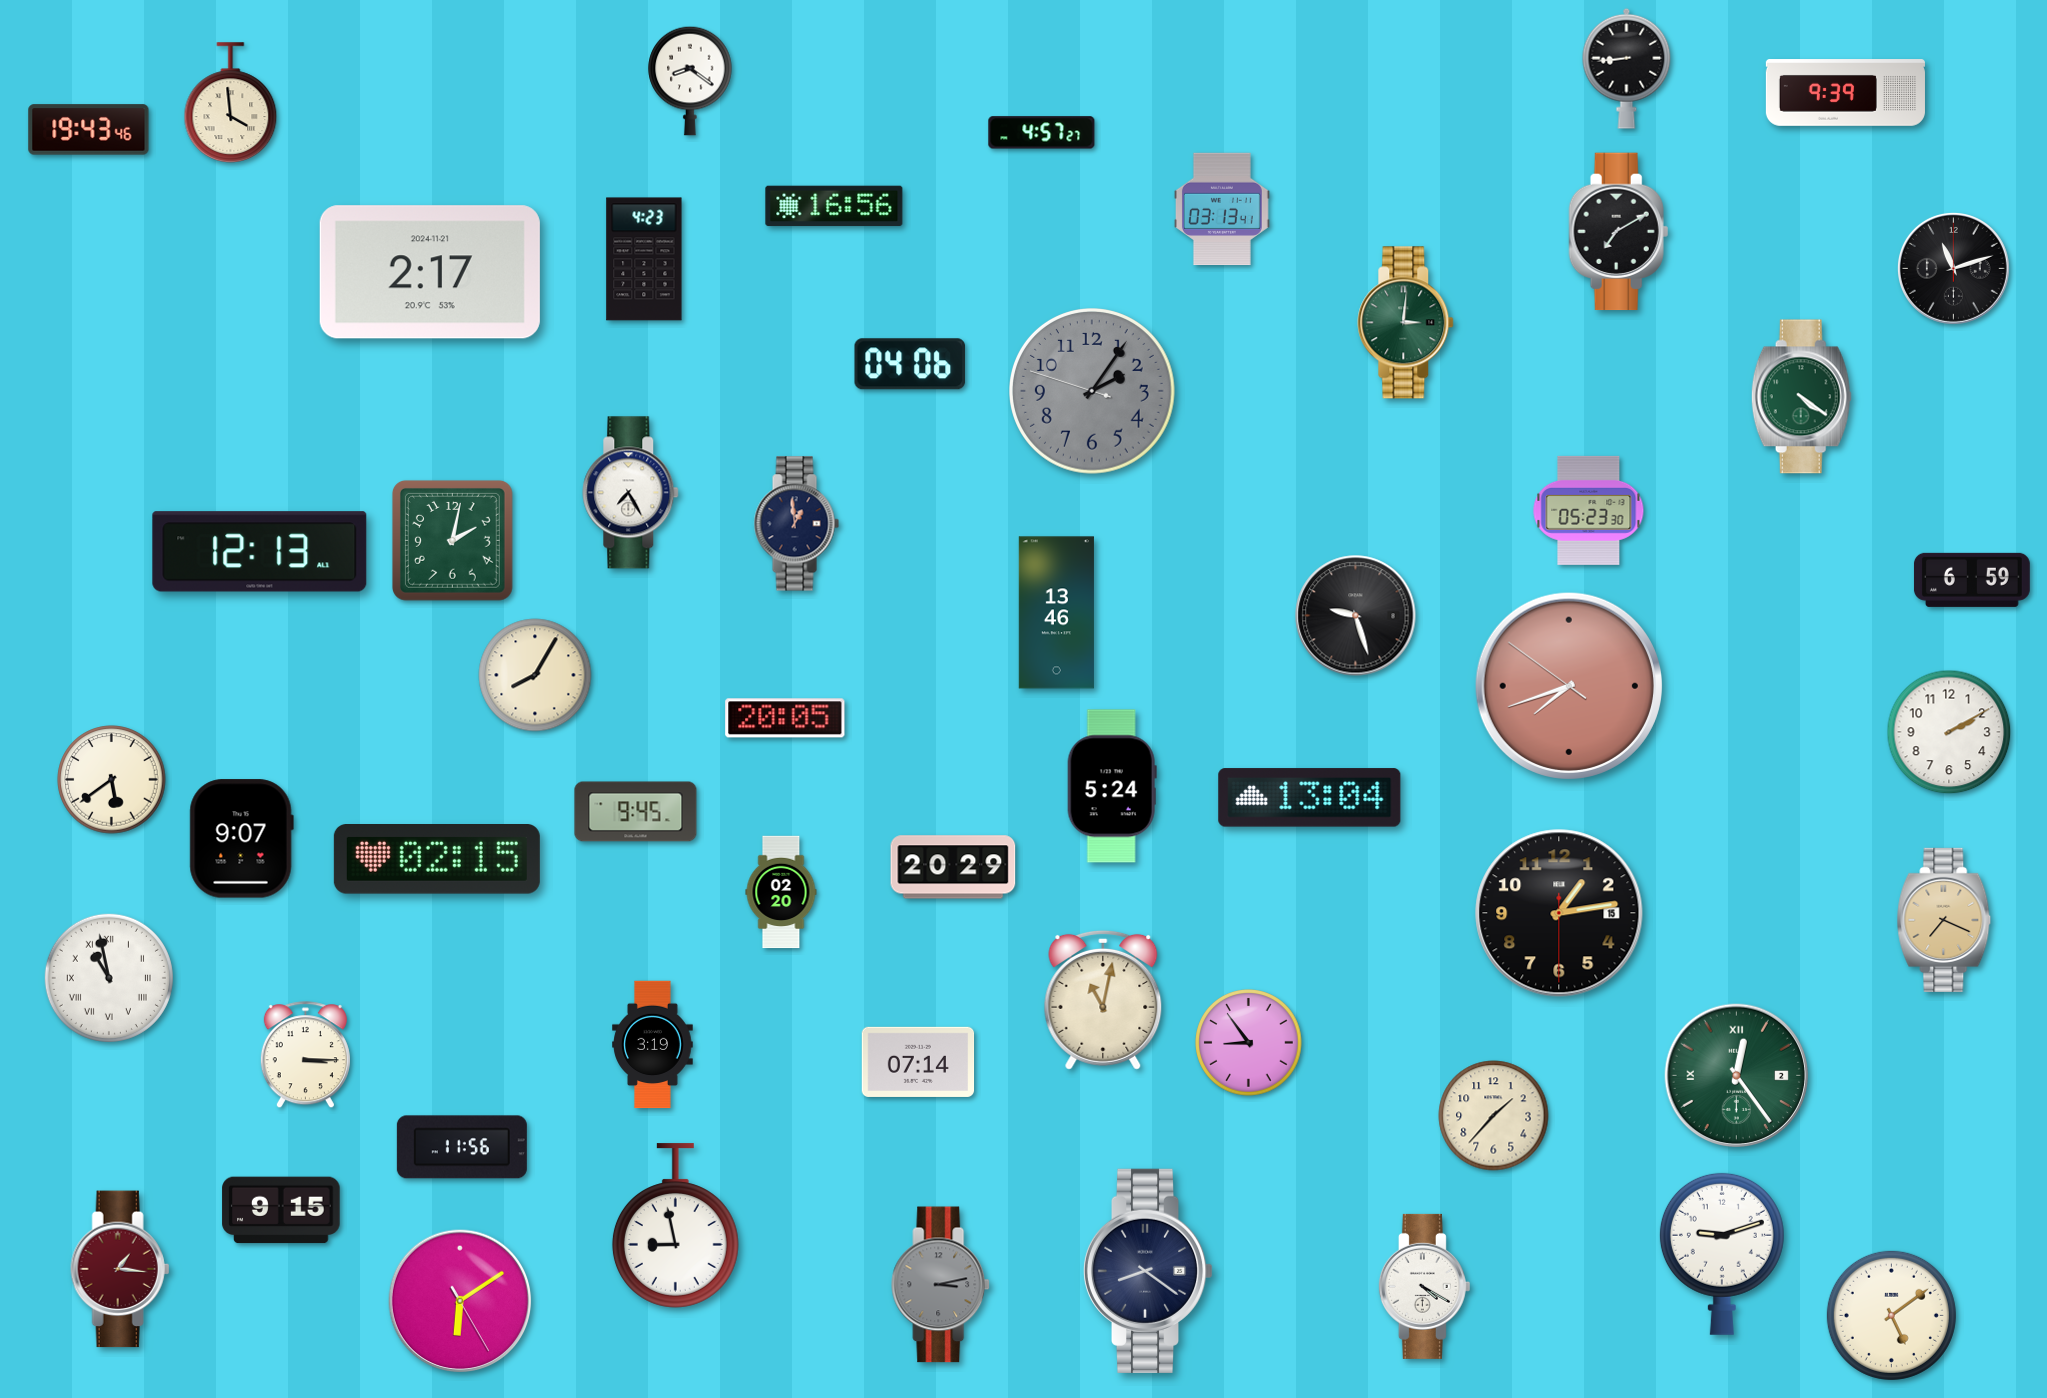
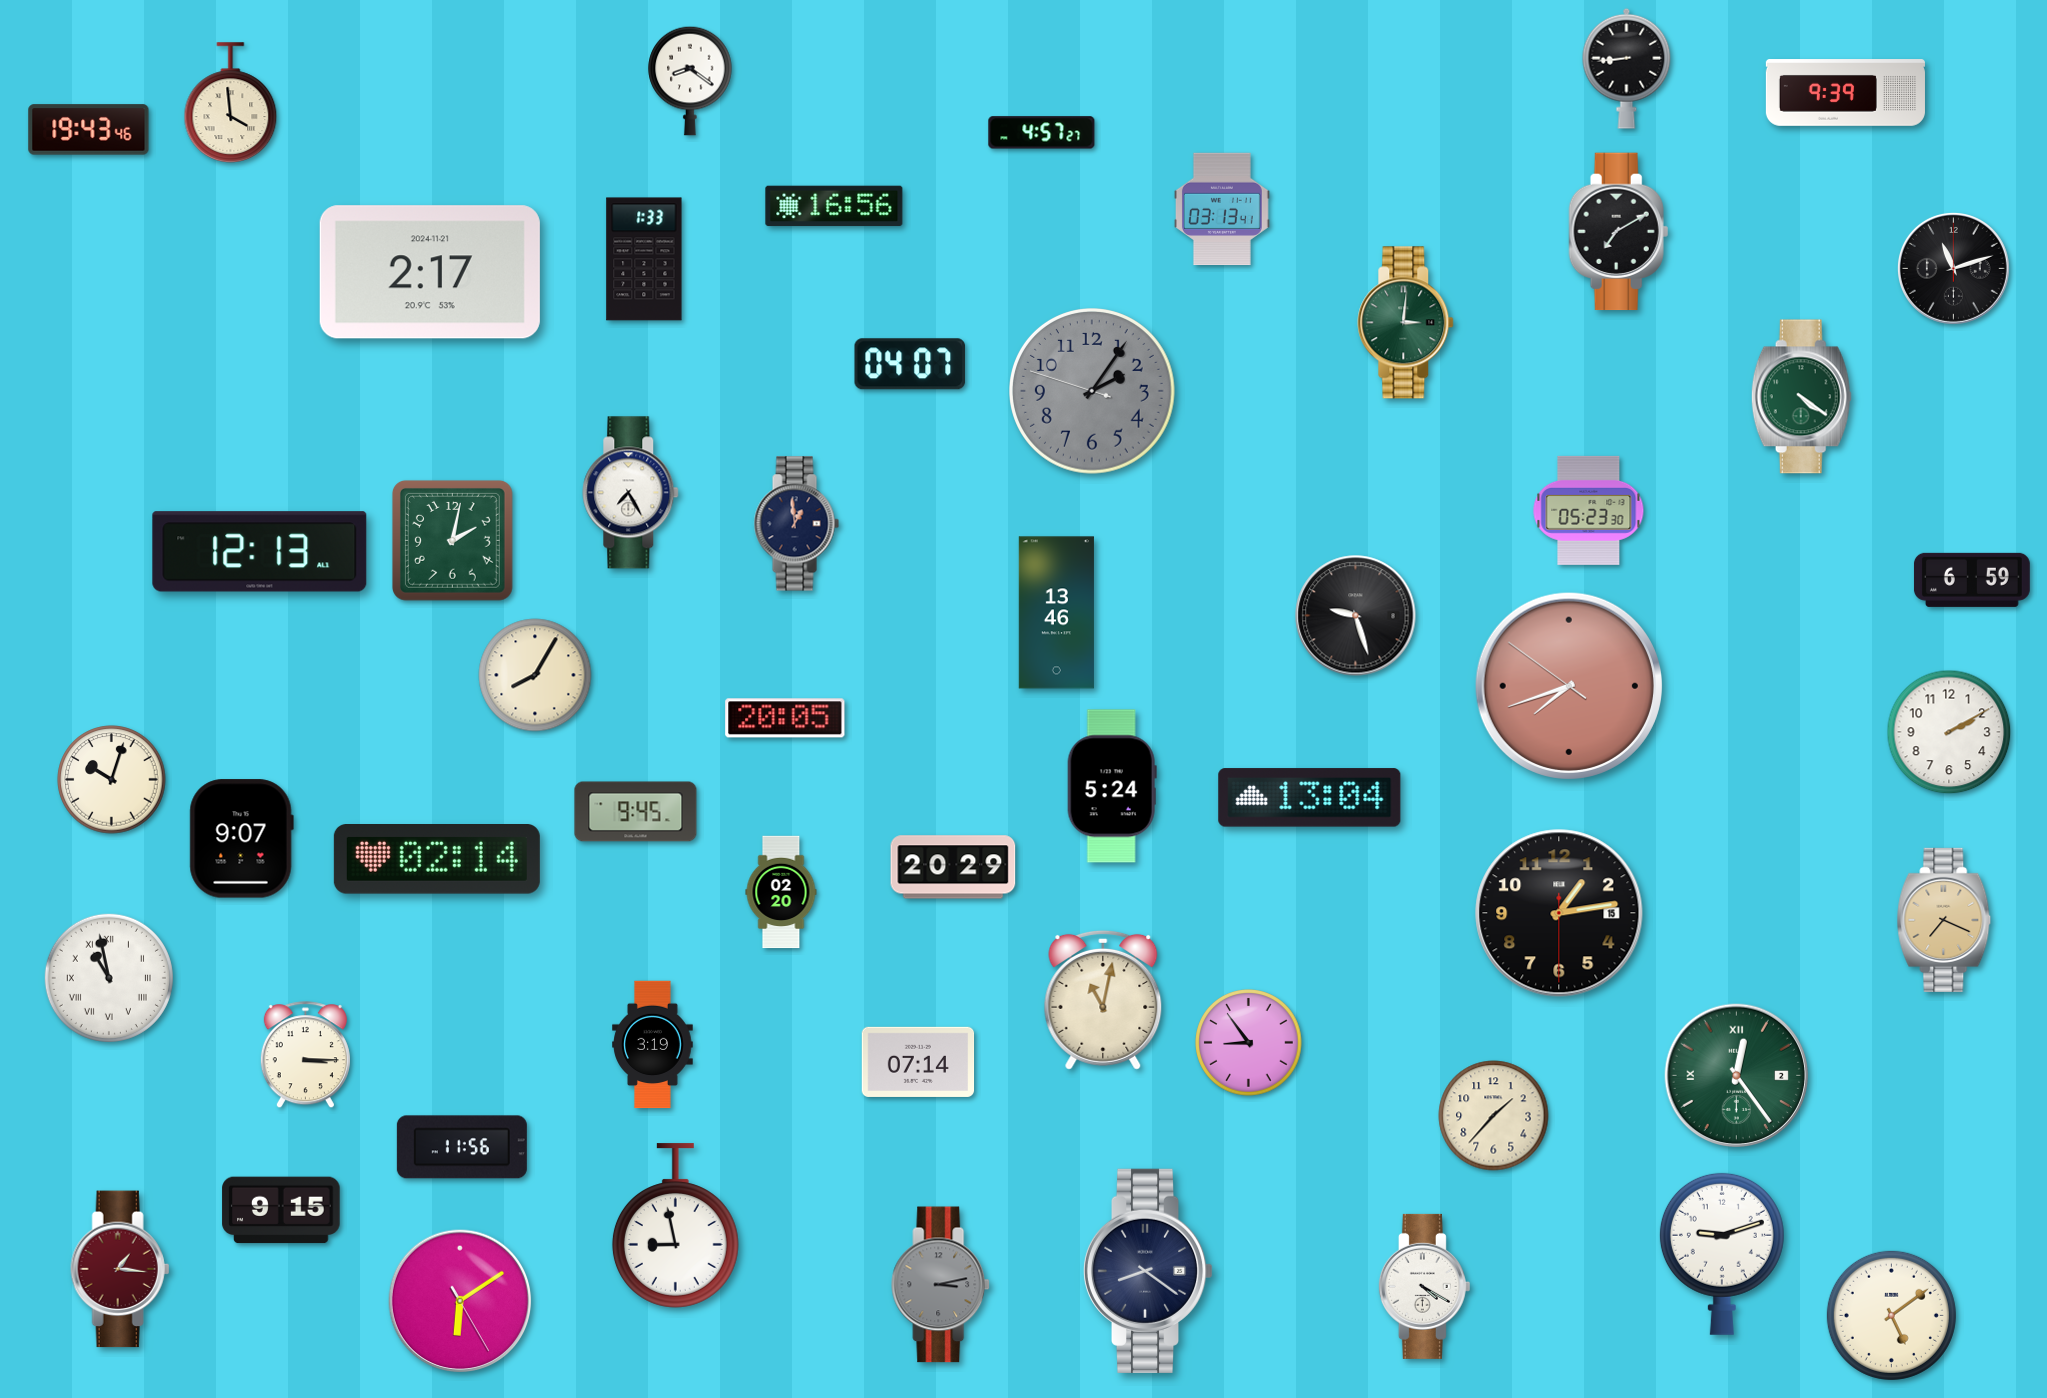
clock at (644, 259): 4:23 -> 1:33
clock at (910, 364): 04:06 -> 04:07
clock at (112, 780): 5:39 -> 10:03
clock at (437, 860): 02:15 -> 02:14
